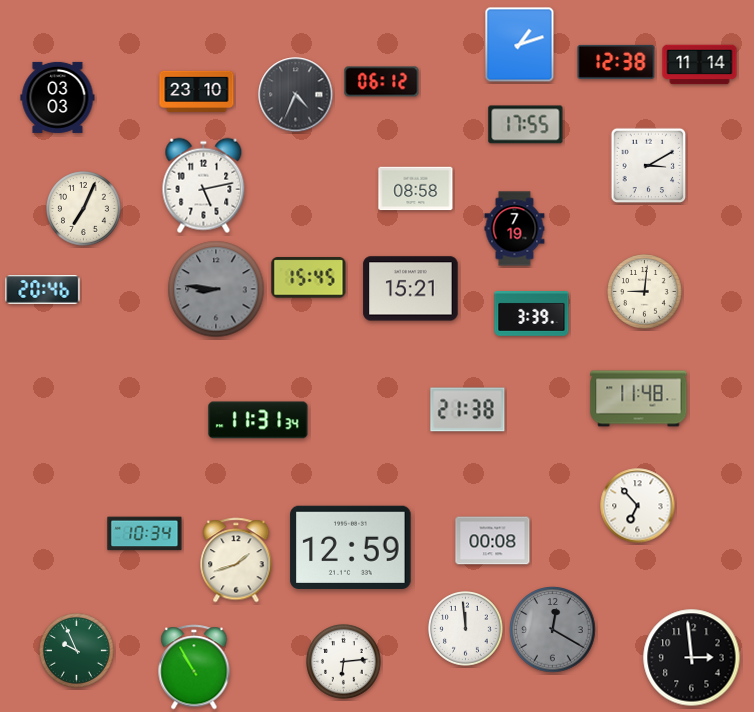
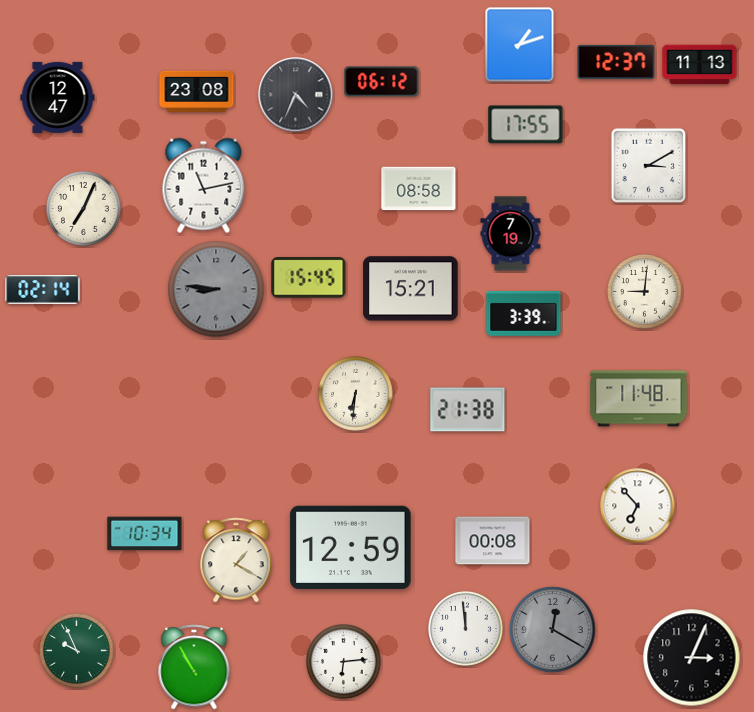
clock at (616, 62): 12:38 -> 12:37
clock at (700, 65): 11:14 -> 11:13
clock at (197, 91): 23:10 -> 23:08
clock at (58, 97): 03:03 -> 12:47
clock at (204, 186): 5:13 -> 11:13
clock at (416, 189) position: (416, 189) -> (419, 189)
clock at (515, 229) position: (515, 229) -> (511, 234)
clock at (43, 290): 20:46 -> 02:14
clock at (532, 314) position: (532, 314) -> (524, 314)
clock at (356, 394): none -> 6:31
clock at (258, 420): 11:31 -> none
clock at (236, 560): 1:42 -> 1:20
clock at (692, 658): 2:59 -> 3:04
